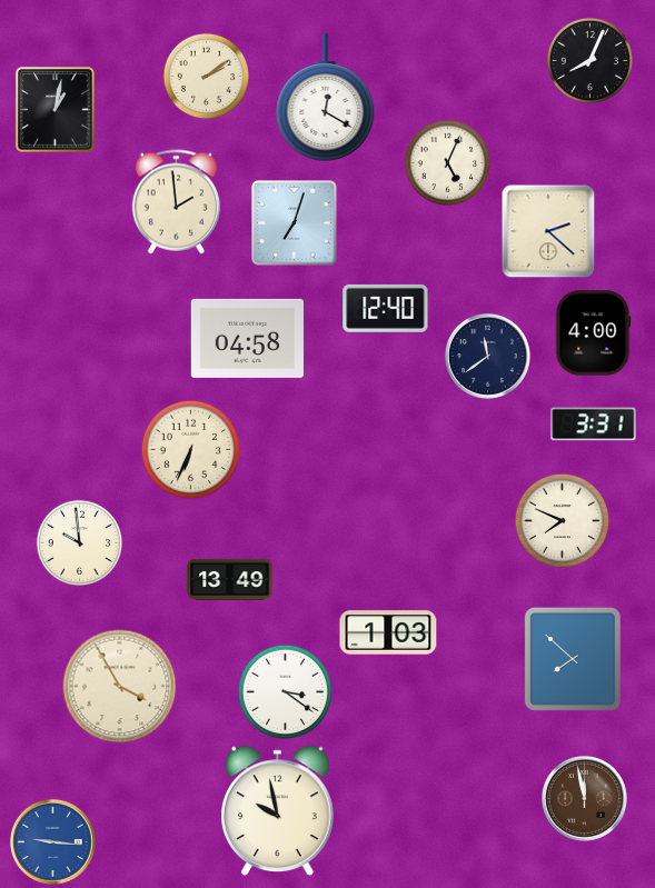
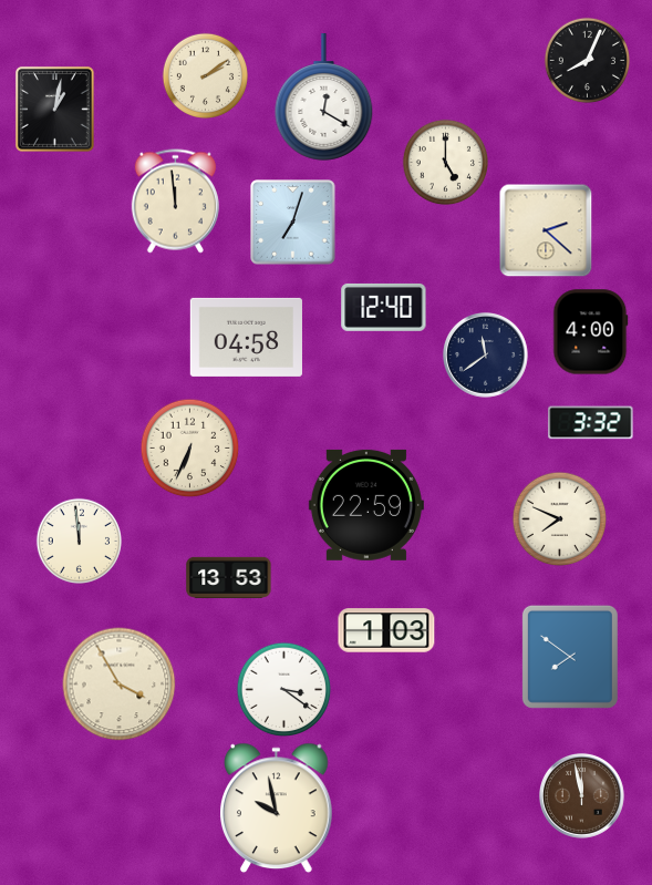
clock at (447, 162): 5:04 -> 5:00
clock at (176, 202): 1:59 -> 11:59
clock at (594, 425): 3:31 -> 3:32
clock at (366, 505): none -> 22:59
clock at (79, 542): 9:59 -> 11:59
clock at (230, 579): 13:49 -> 13:53
clock at (573, 659): 7:52 -> 7:51
clock at (53, 842): 9:16 -> none
